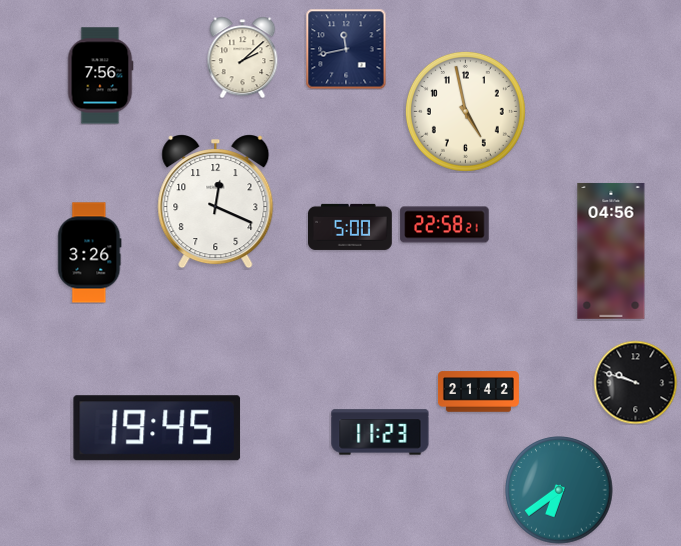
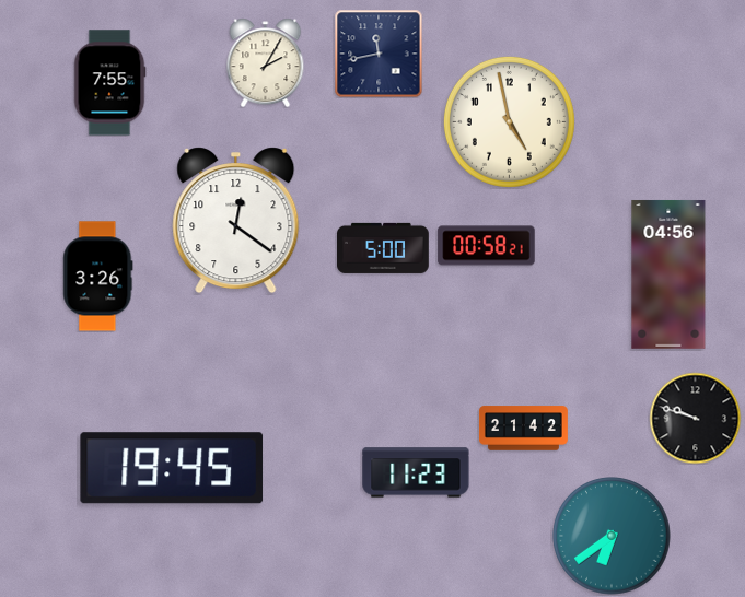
clock at (243, 57): 2:08 -> 2:05
clock at (100, 76): 7:56 -> 7:55
clock at (216, 202): 12:19 -> 12:21
clock at (445, 225): 22:58 -> 00:58
